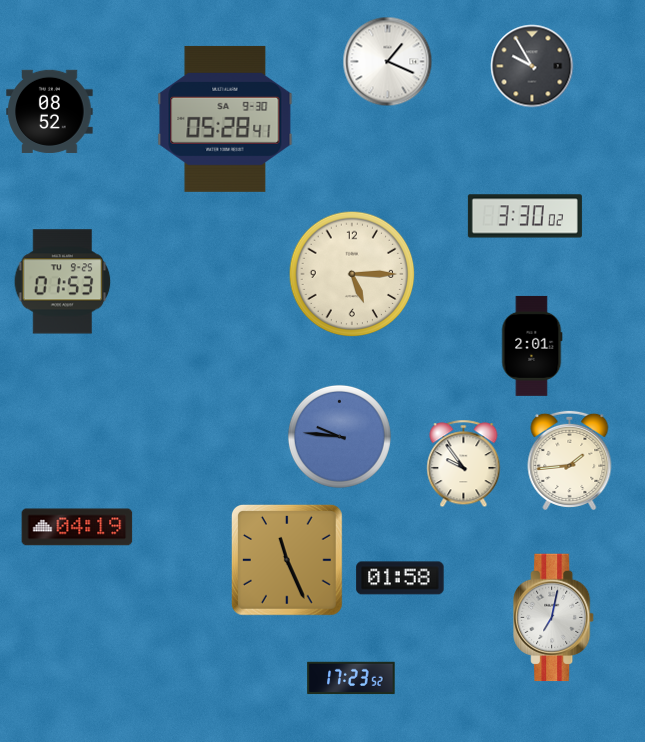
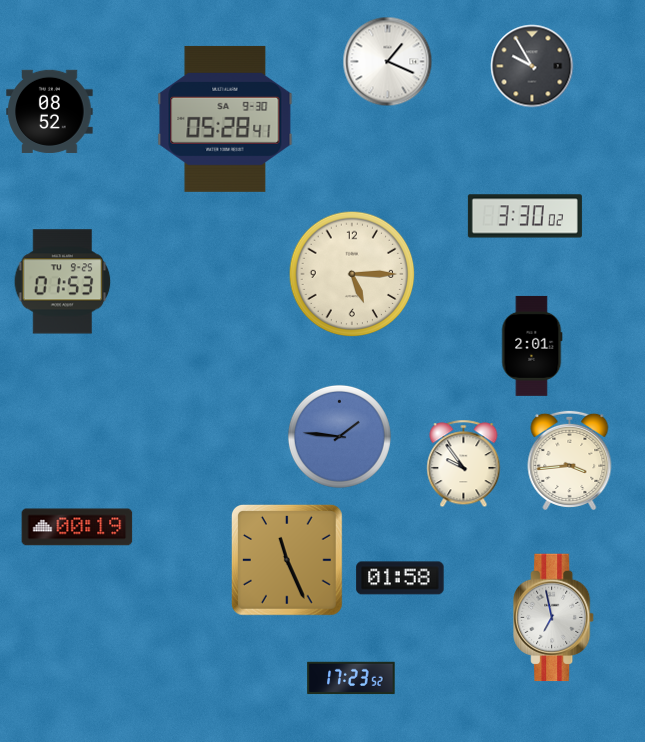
clock at (339, 436): 9:46 -> 1:46
clock at (570, 460): 1:44 -> 3:44
clock at (77, 527): 04:19 -> 00:19
clock at (554, 618): 7:02 -> 6:58
